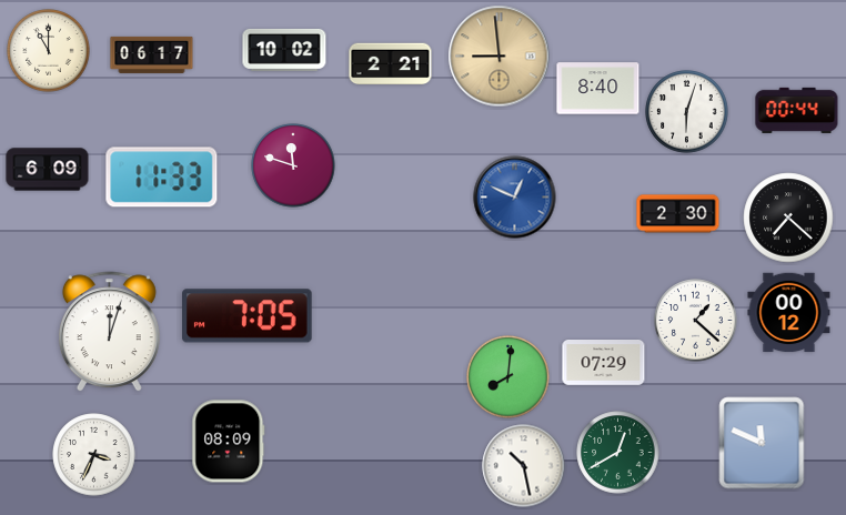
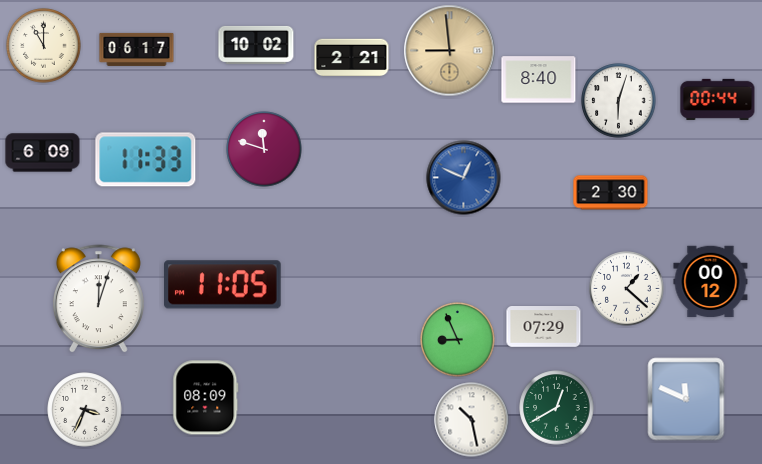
clock at (788, 218): 7:22 -> none
clock at (248, 316): 7:05 -> 11:05
clock at (508, 377): 8:01 -> 8:56
